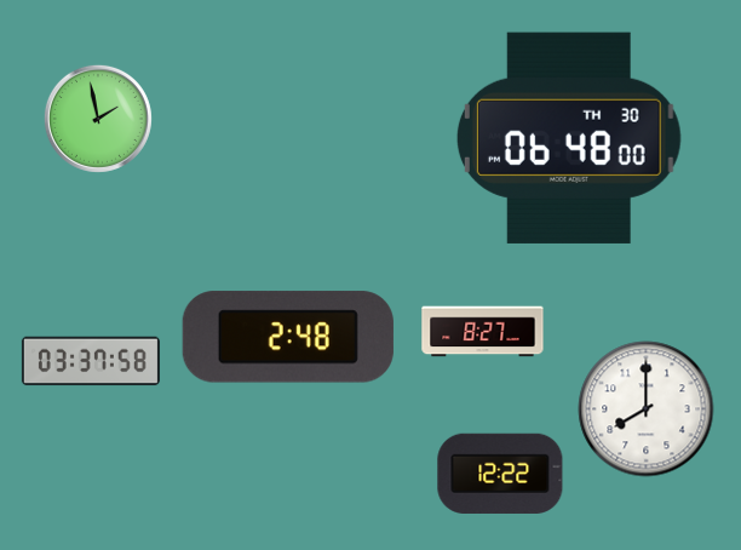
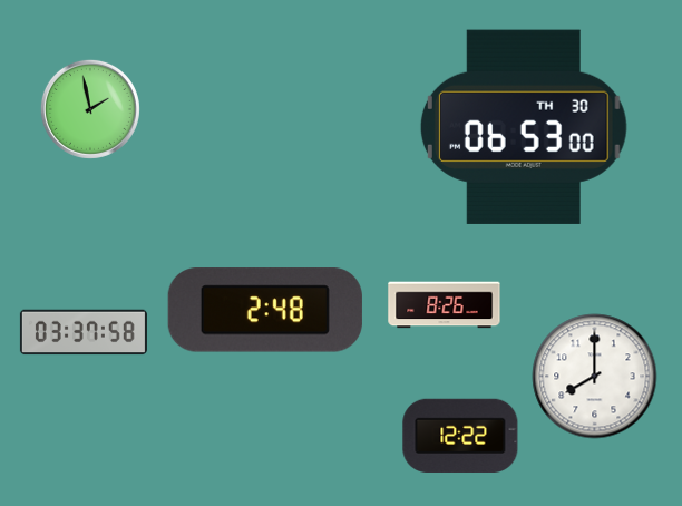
clock at (569, 138): 06:48 -> 06:53
clock at (483, 332): 8:27 -> 8:26
